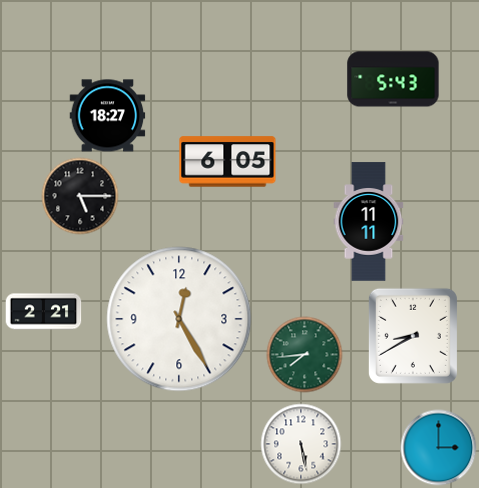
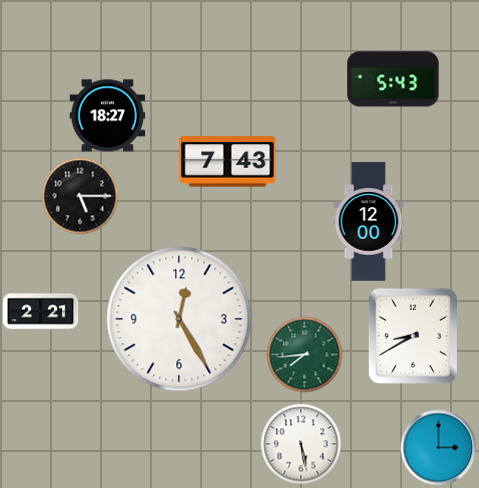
clock at (228, 162): 6:05 -> 7:43
clock at (369, 222): 11:11 -> 12:00
clock at (44, 312) position: (44, 312) -> (41, 312)
